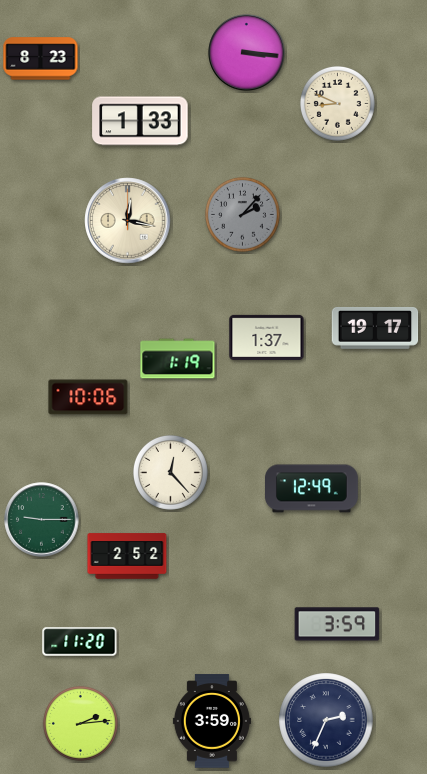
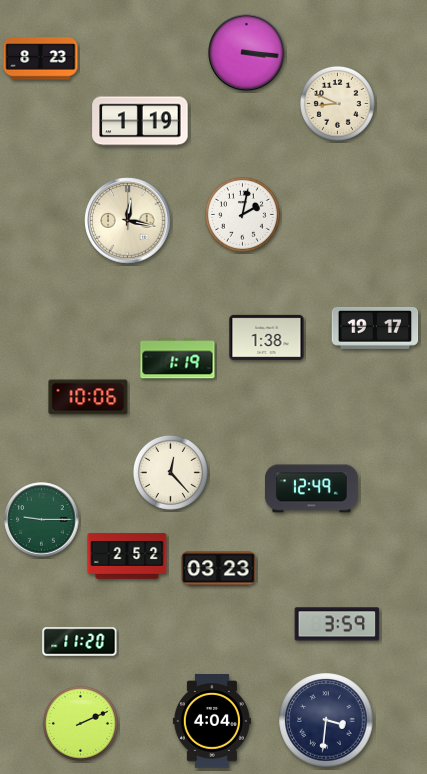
clock at (140, 121): 1:33 -> 1:19
clock at (242, 214): 2:07 -> 2:02
clock at (242, 214) dial: grey -> white
clock at (267, 337): 1:37 -> 1:38
clock at (219, 569): none -> 03:23
clock at (326, 720): 2:34 -> 3:31
clock at (212, 721): 3:59 -> 4:04
clock at (80, 723): 2:14 -> 2:11
